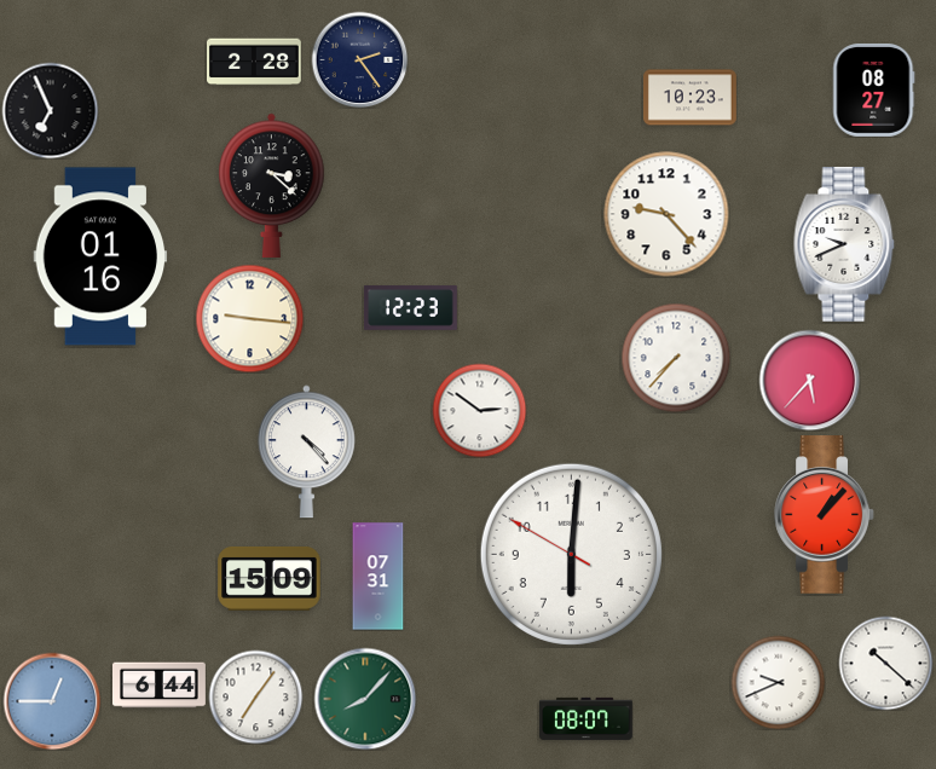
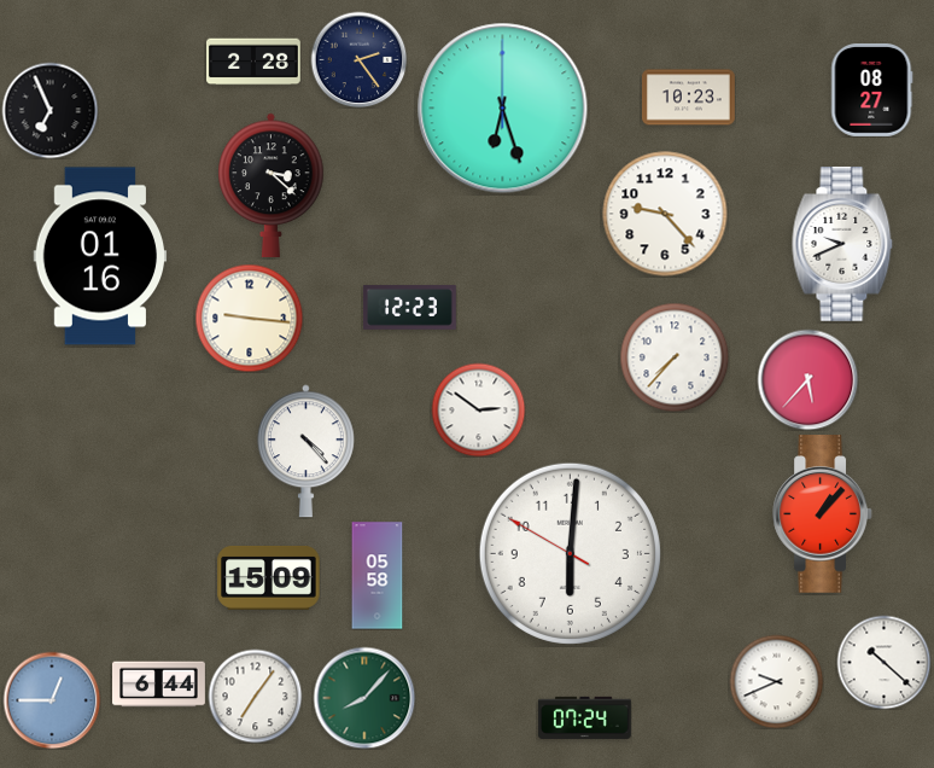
clock at (503, 109): none -> 6:27
clock at (379, 577): 07:31 -> 05:58
clock at (585, 718): 08:07 -> 07:24
